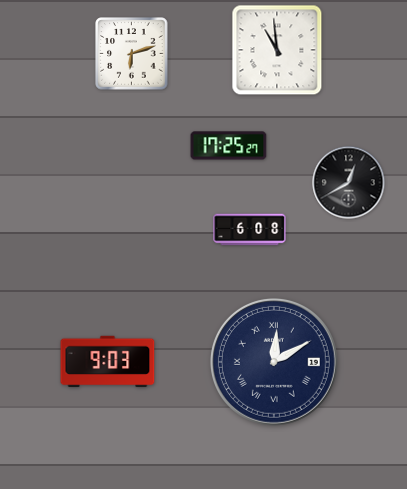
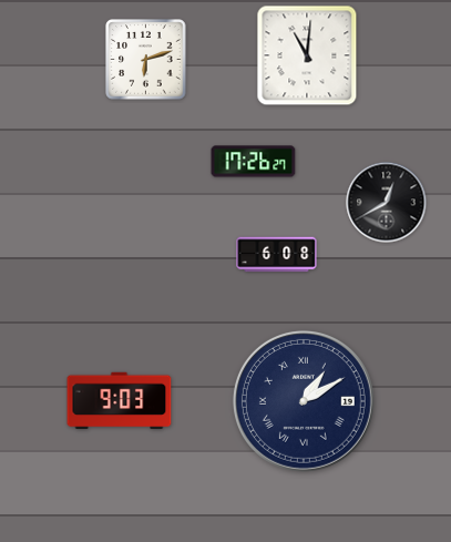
clock at (277, 50): 10:59 -> 11:01
clock at (229, 146): 17:25 -> 17:26
clock at (274, 362): 12:10 -> 1:10
